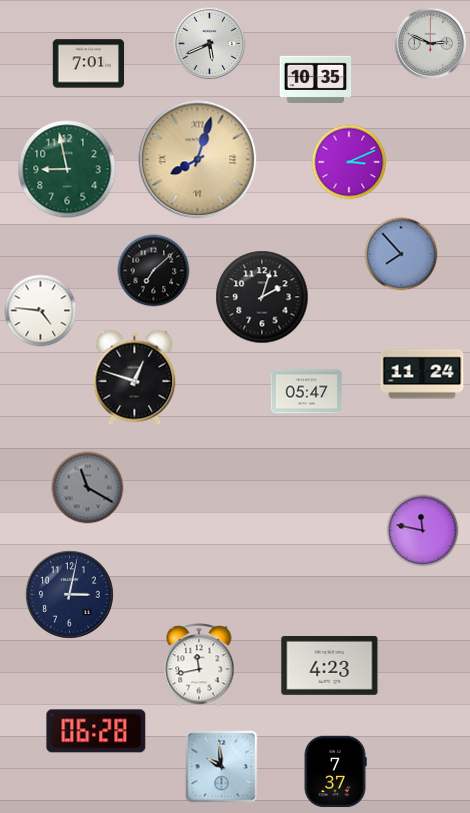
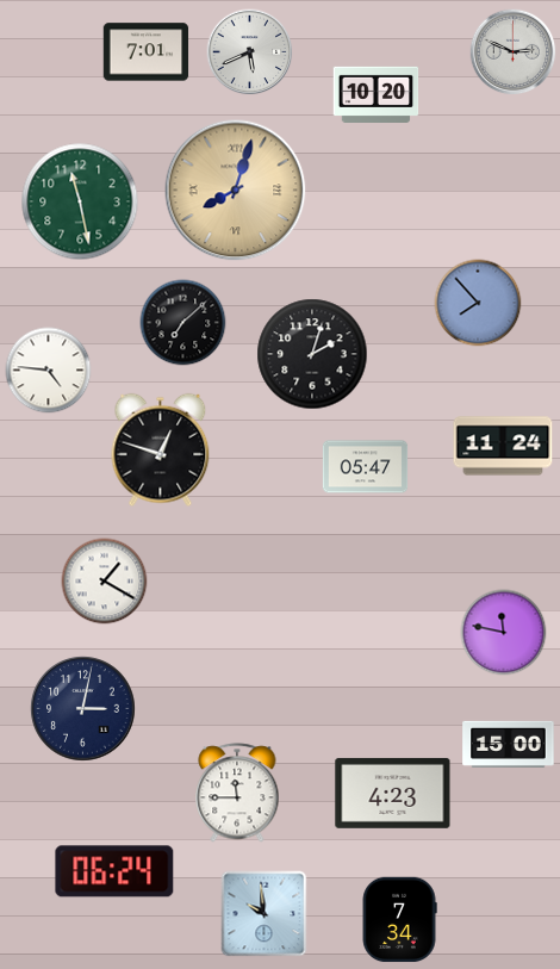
clock at (89, 64) position: (89, 64) -> (147, 52)
clock at (316, 79): 10:35 -> 10:20
clock at (349, 162): 3:11 -> none
clock at (67, 169): 8:58 -> 11:28
clock at (88, 488): 11:20 -> 1:20
clock at (88, 488) dial: grey -> white
clock at (509, 744): none -> 15:00
clock at (199, 665): 11:43 -> 11:45
clock at (96, 731): 06:28 -> 06:24
clock at (335, 772): 7:37 -> 7:34
